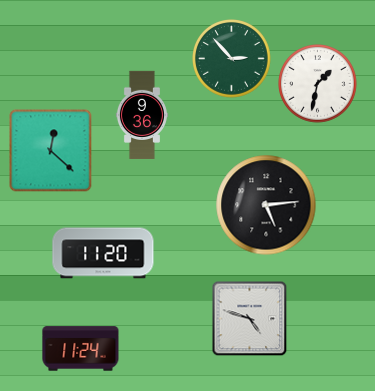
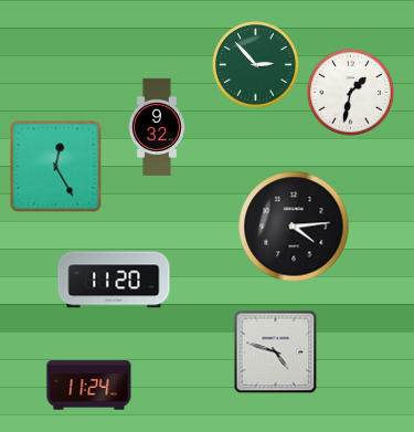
clock at (142, 115): 9:36 -> 9:32
clock at (51, 151): 12:22 -> 12:25
clock at (266, 205): 5:14 -> 4:14
